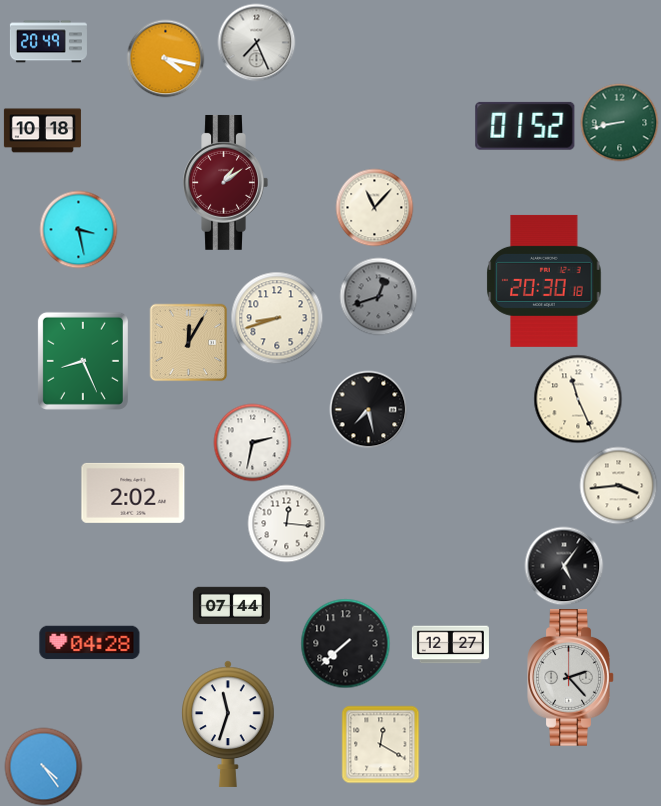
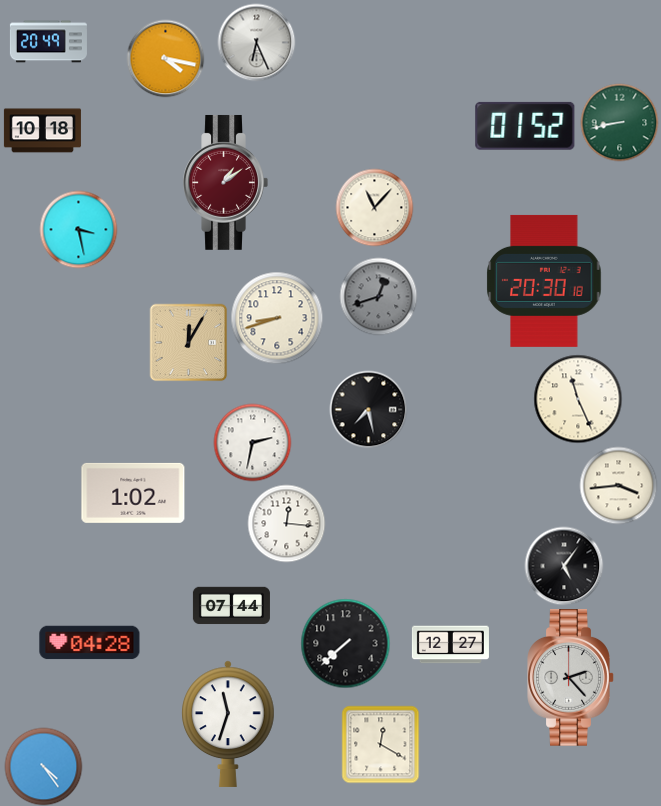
clock at (256, 42): 7:26 -> 6:26
clock at (83, 361): 8:26 -> none
clock at (133, 493): 2:02 -> 1:02
